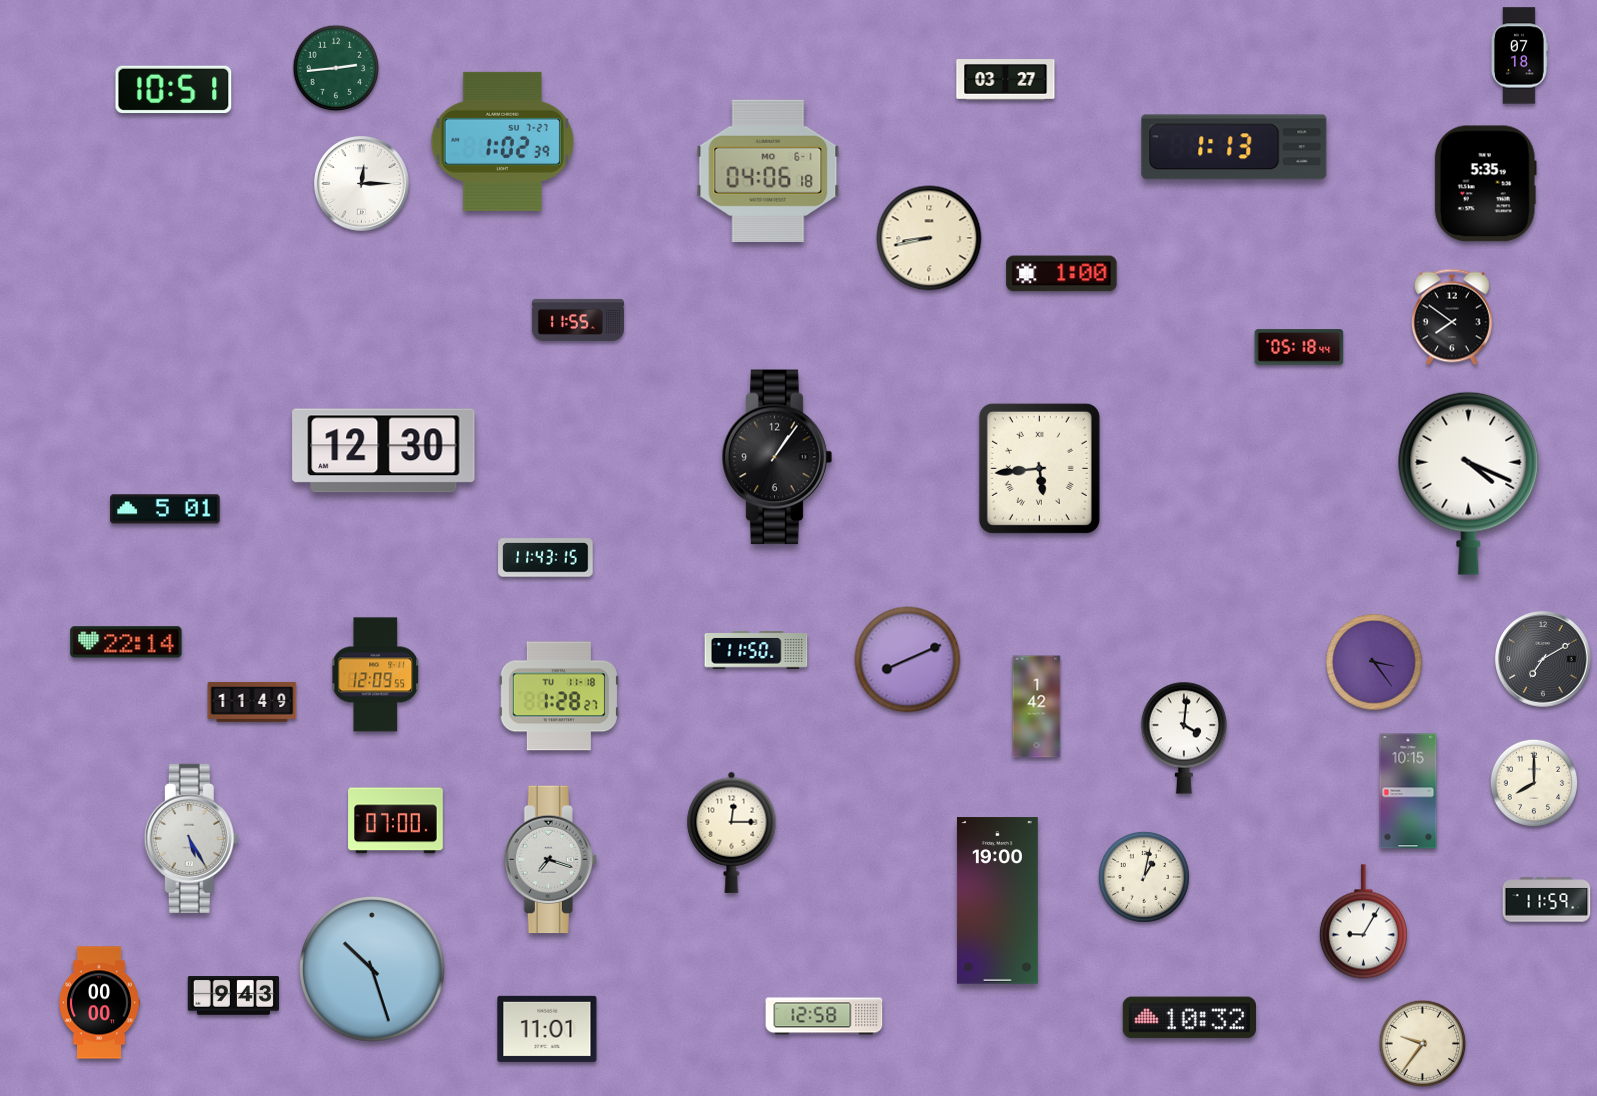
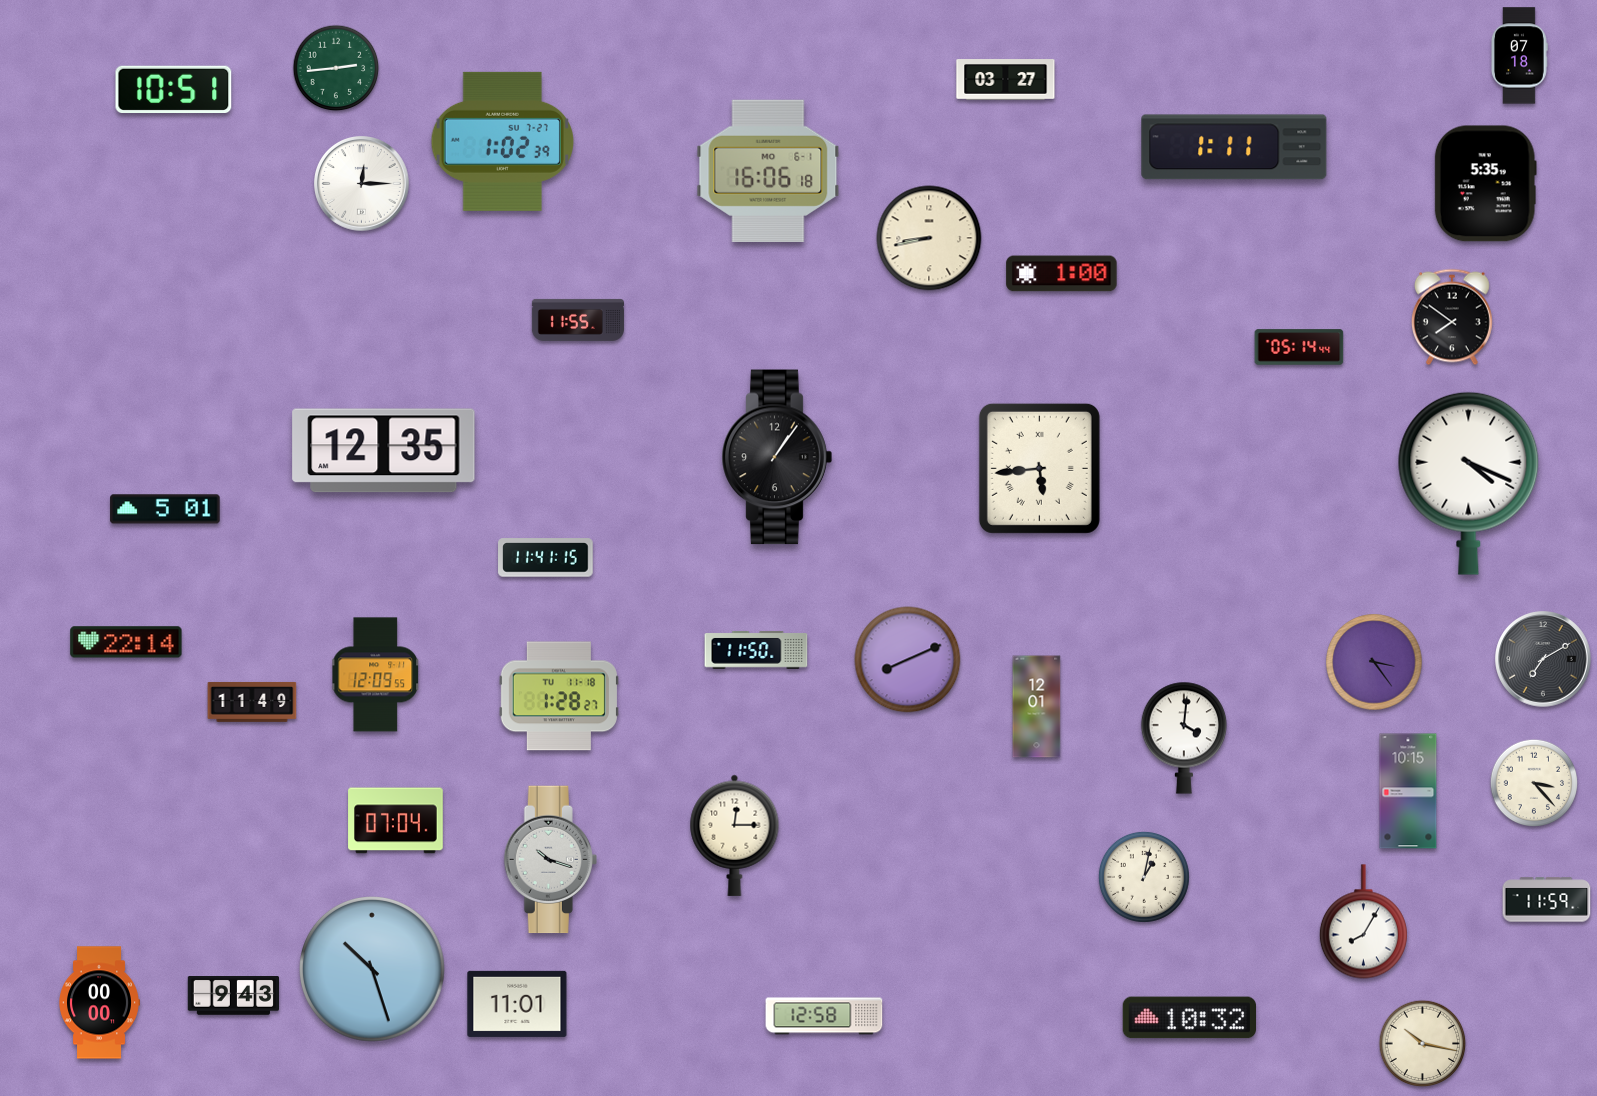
clock at (1234, 147): 1:13 -> 1:11
clock at (768, 171): 04:06 -> 16:06
clock at (1299, 347): 05:18 -> 05:14
clock at (384, 451): 12:30 -> 12:35
clock at (546, 558): 11:43 -> 11:41
clock at (1037, 707): 1:42 -> 12:01
clock at (1534, 783): 8:00 -> 3:23
clock at (396, 821): 07:00 -> 07:04
clock at (732, 832) position: (732, 832) -> (735, 835)
clock at (191, 838): 5:25 -> none
clock at (550, 860): 7:18 -> 10:18
clock at (997, 901): 19:00 -> none
clock at (1363, 922): 9:05 -> 8:05
clock at (547, 1029) position: (547, 1029) -> (517, 1004)
clock at (1423, 1044): 9:36 -> 10:17
